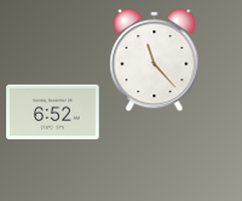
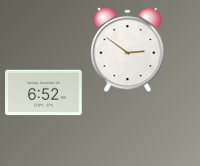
clock at (155, 59): 11:23 -> 2:51
